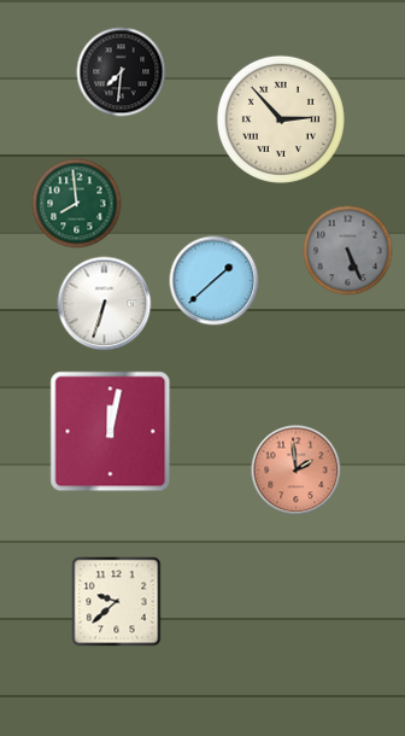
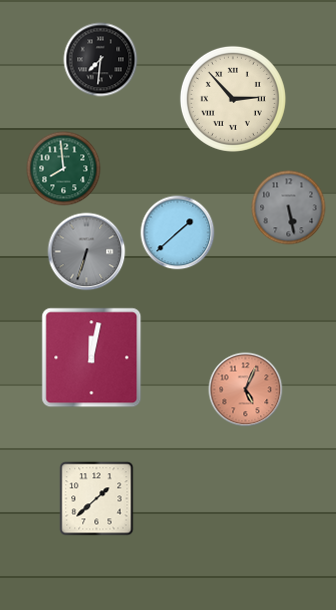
clock at (348, 251): 5:26 -> 5:28
clock at (105, 304) dial: white -> grey
clock at (297, 471): 1:59 -> 5:04
clock at (117, 602): 9:38 -> 1:38
